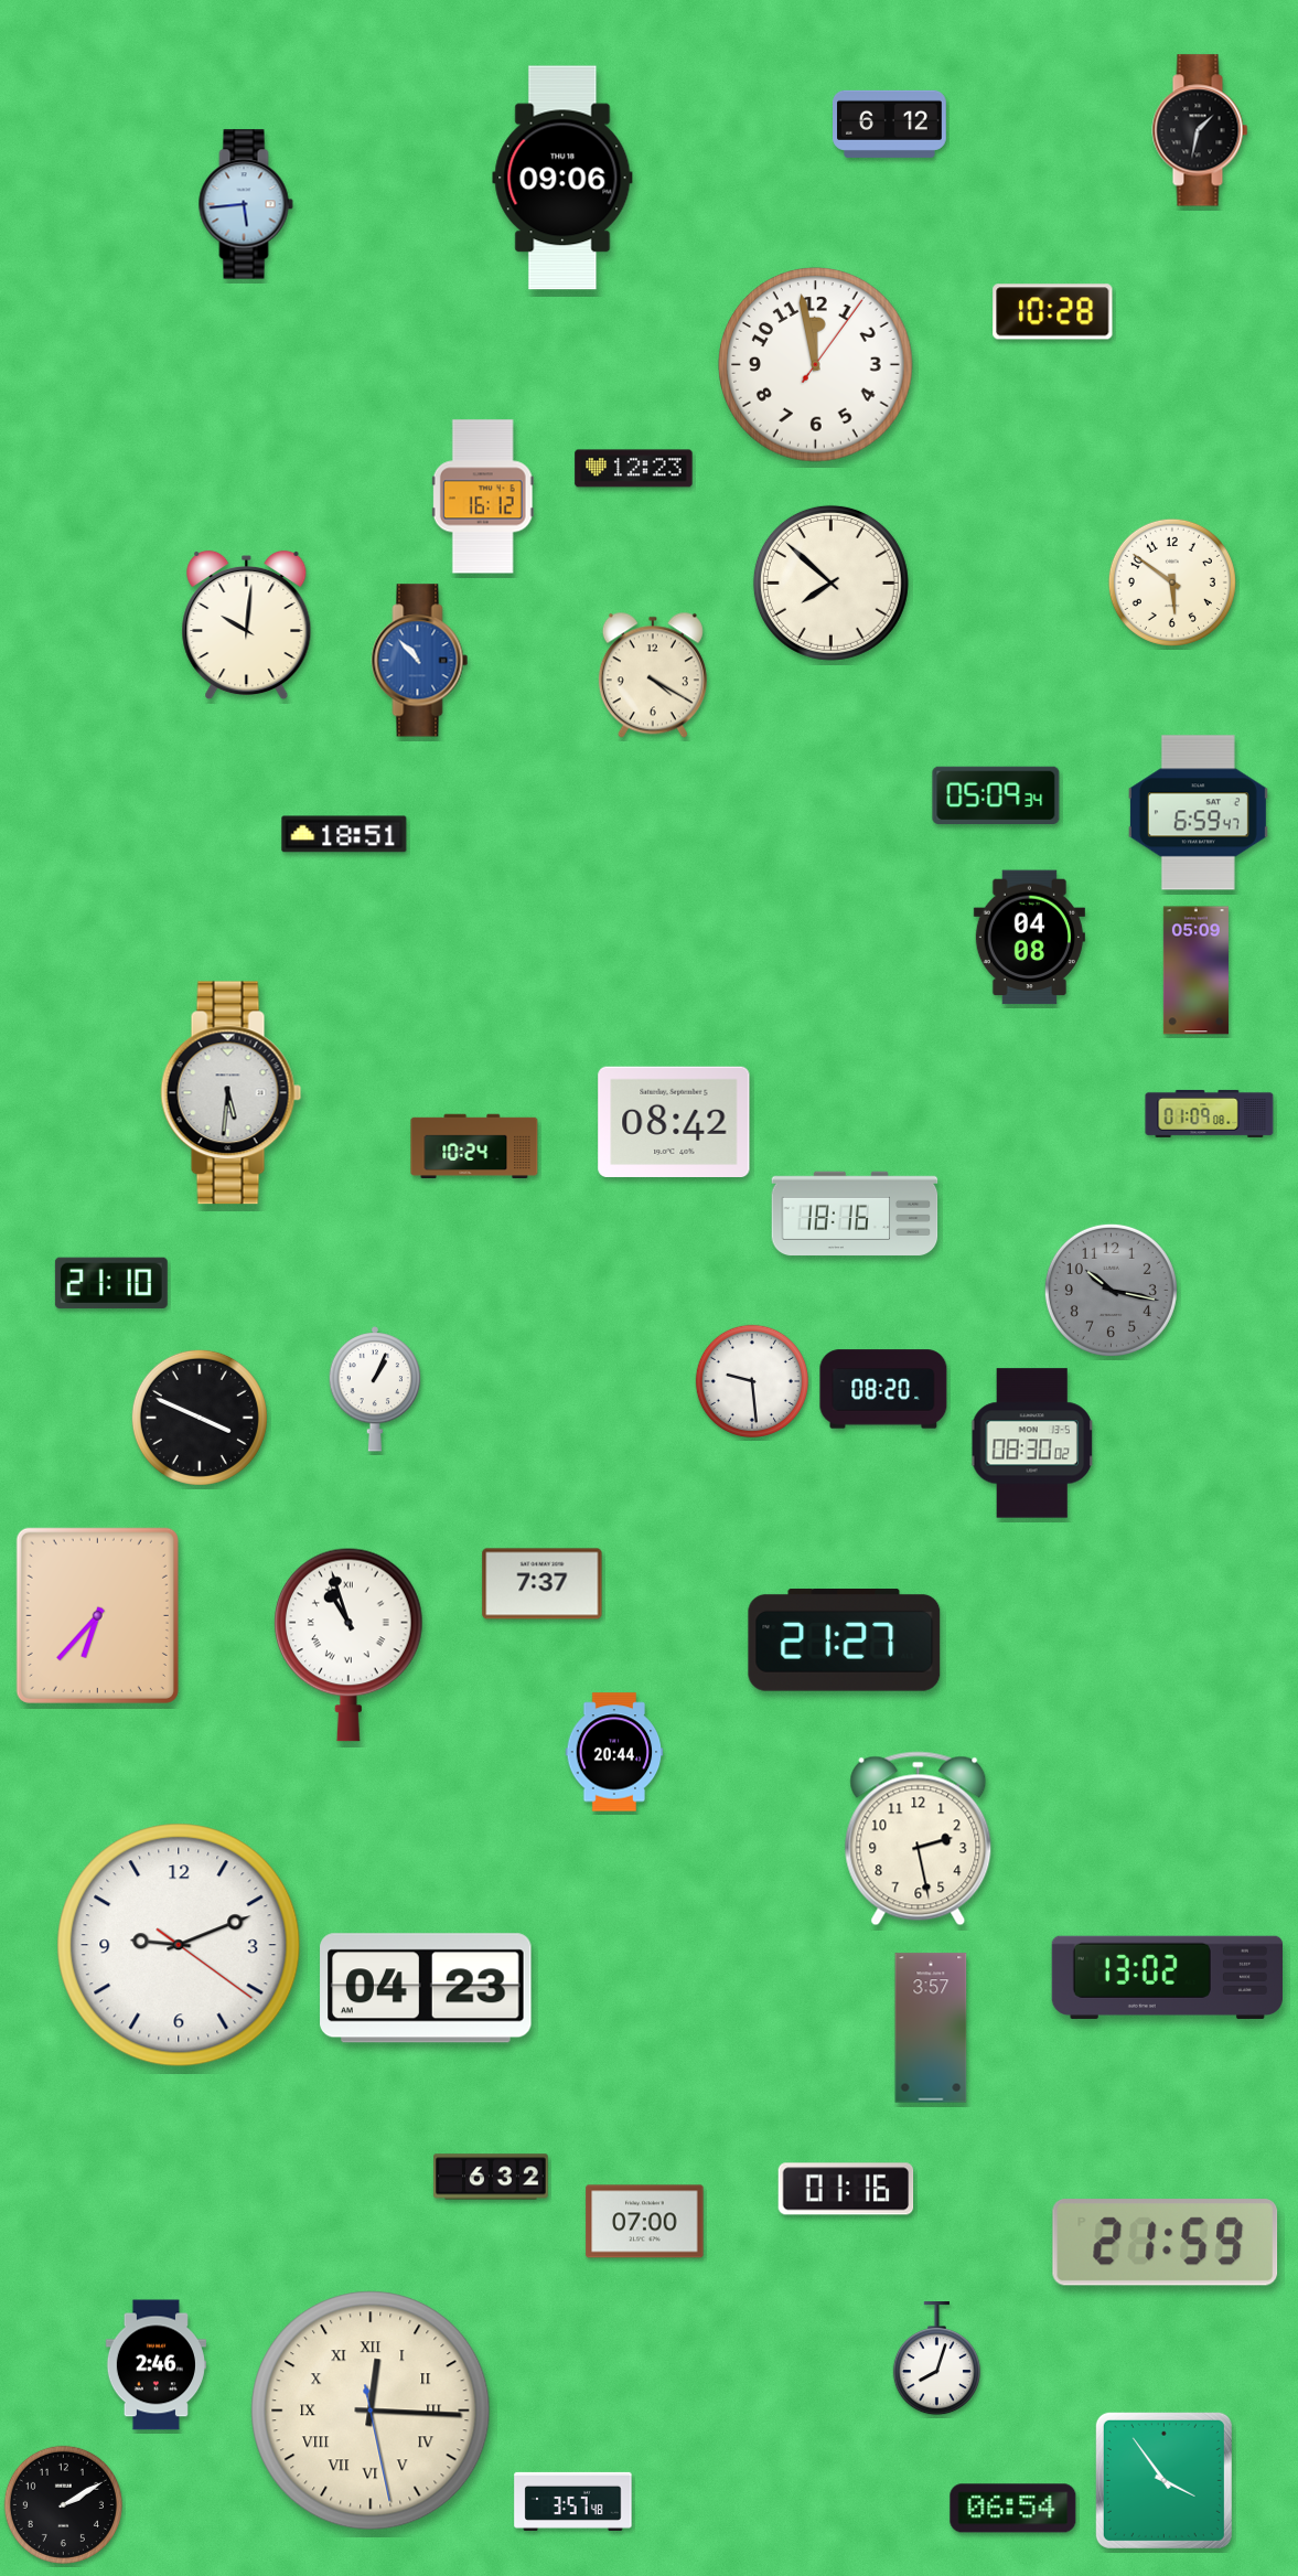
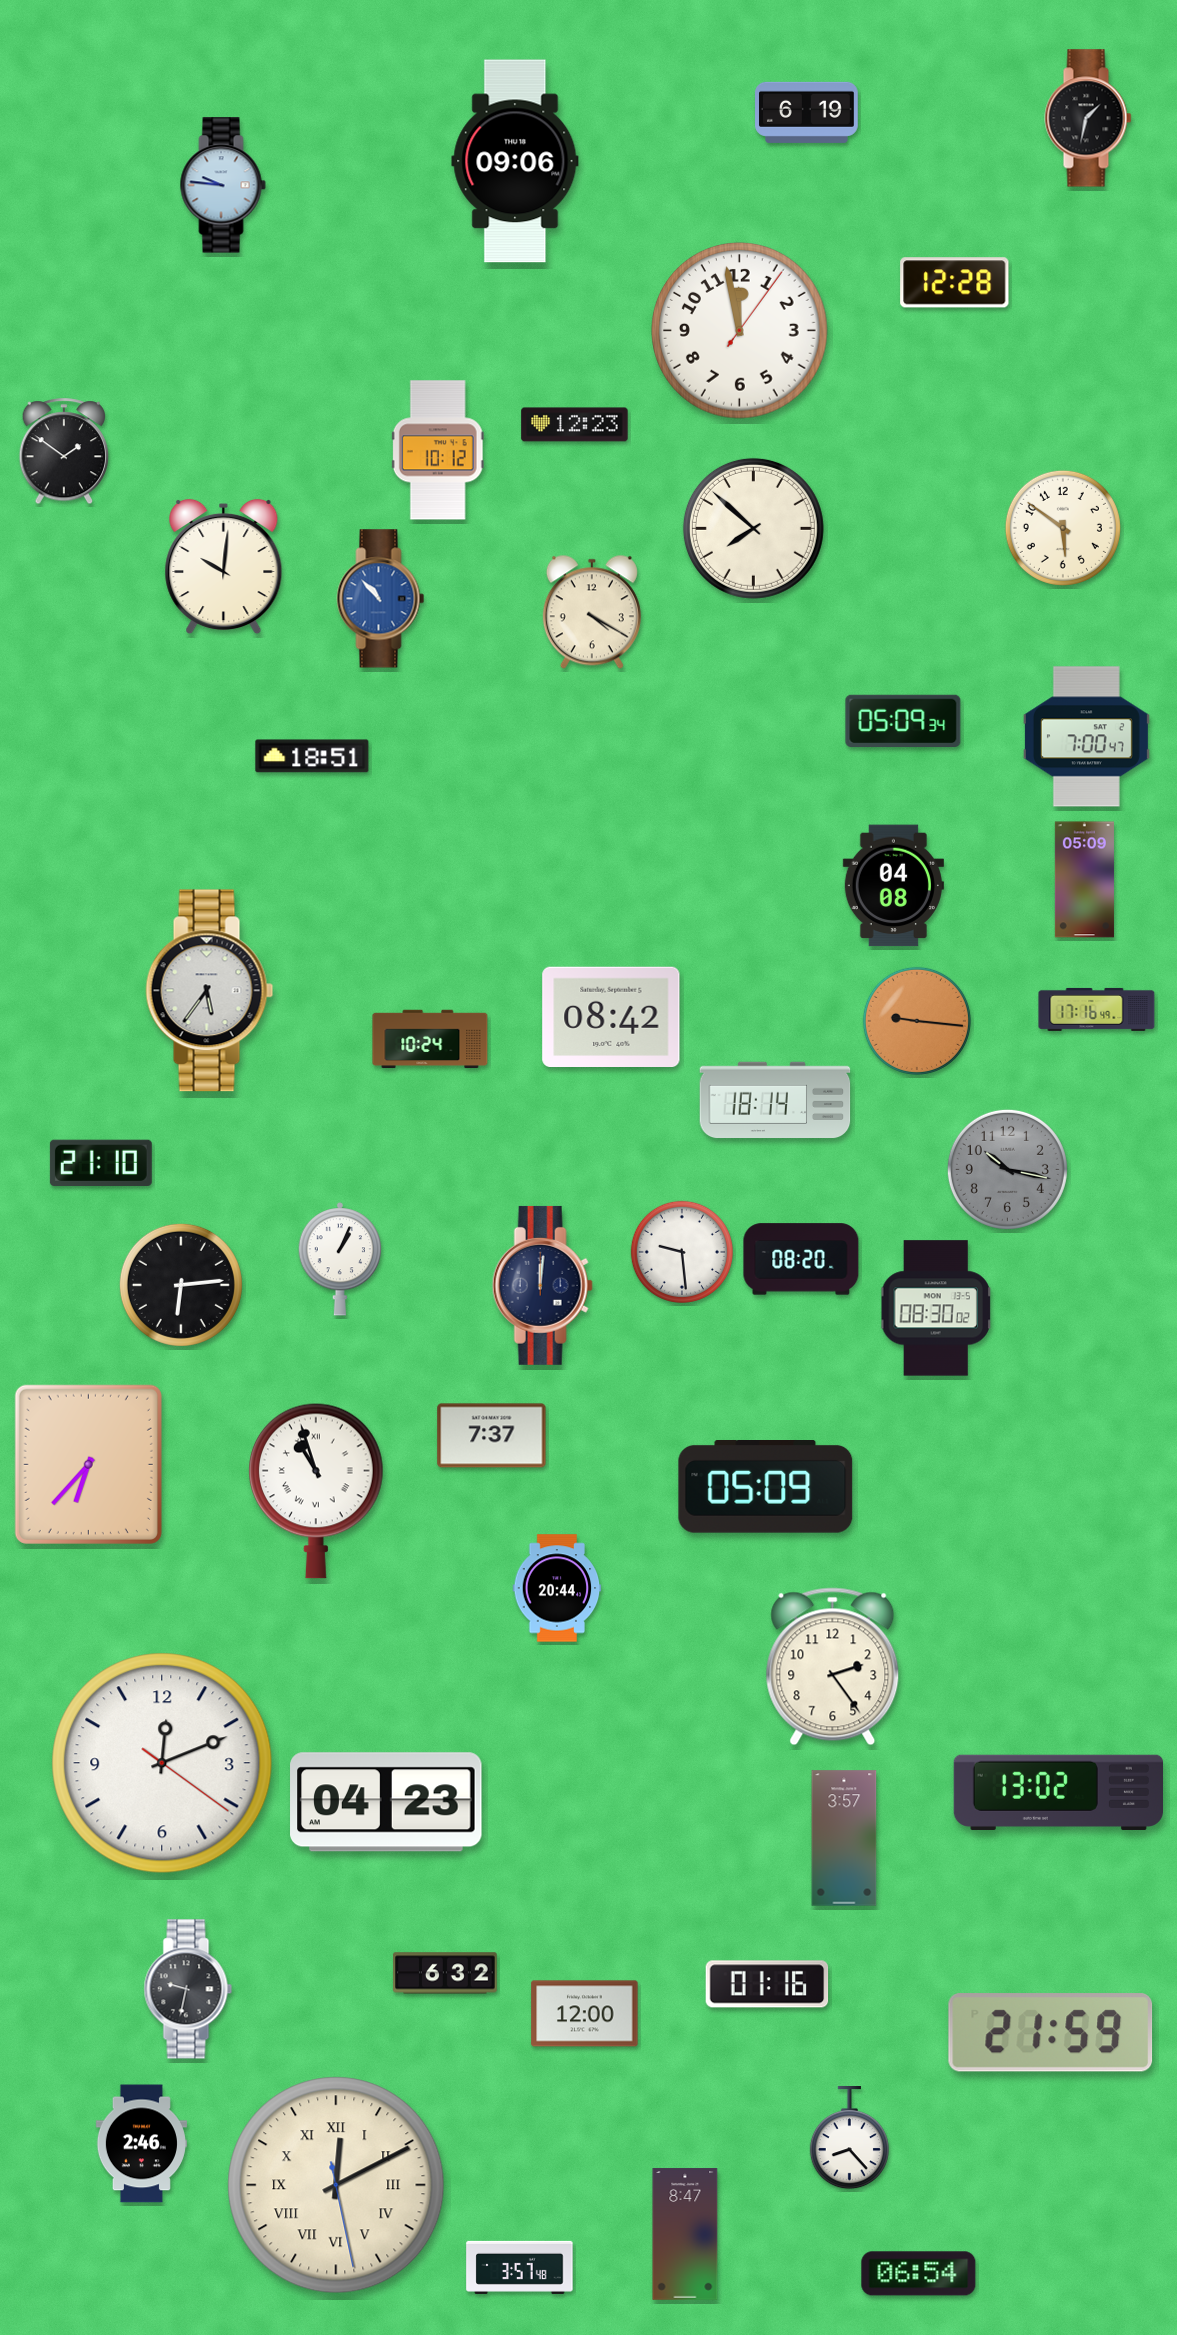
clock at (890, 124): 6:12 -> 6:19
clock at (562, 178) position: (562, 178) -> (515, 161)
clock at (246, 204): 5:44 -> 9:46
clock at (1053, 312): 10:28 -> 12:28
clock at (483, 496): 16:12 -> 10:12
clock at (64, 452): none -> 1:51
clock at (1198, 813): 6:59 -> 7:00
clock at (1029, 938) position: (1029, 938) -> (893, 886)
clock at (232, 1093): 5:31 -> 5:36
clock at (1210, 1113): 01:09 -> 17:16
clock at (917, 1021): none -> 9:16
clock at (855, 1214): 18:16 -> 18:14
clock at (200, 1418): 3:49 -> 6:14
clock at (542, 1285): none -> 12:01
clock at (845, 1640): 21:27 -> 05:09
clock at (919, 1839): 2:28 -> 2:24
clock at (179, 1945): 9:11 -> 12:11
clock at (188, 1989): none -> 9:32
clock at (645, 2222): 07:00 -> 12:00
clock at (1166, 2243) position: (1166, 2243) -> (1051, 2033)
clock at (936, 2360): 8:03 -> 8:23
clock at (371, 2411): 12:15 -> 12:10
clock at (685, 2234): none -> 8:47
clock at (1163, 2480): 3:54 -> none
clock at (63, 2504): 2:10 -> none
